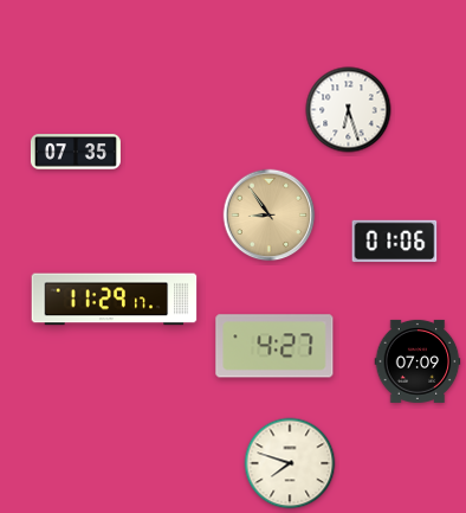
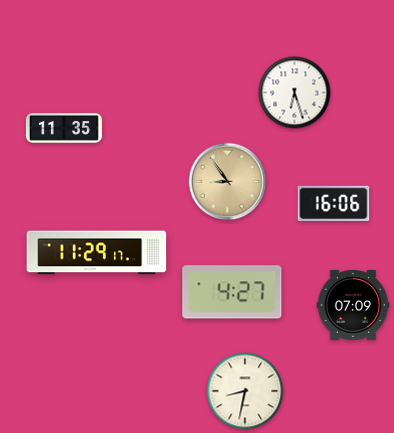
clock at (76, 152): 07:35 -> 11:35
clock at (395, 242): 01:06 -> 16:06
clock at (290, 463): 7:48 -> 8:32
